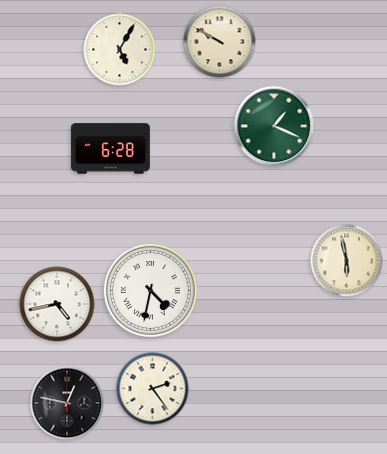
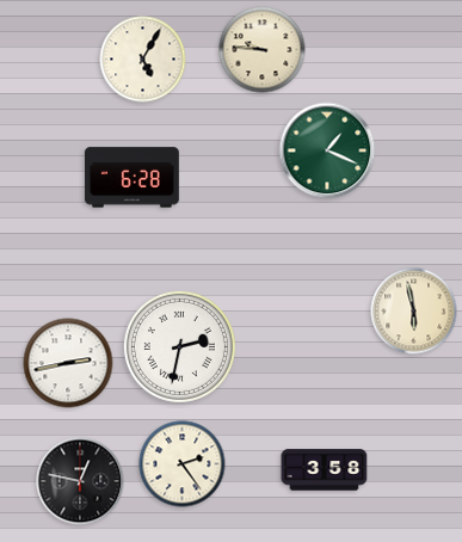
clock at (220, 42): 9:50 -> 9:46
clock at (150, 290): 4:32 -> 2:32
clock at (57, 304): 4:43 -> 2:43
clock at (325, 470): none -> 3:58
